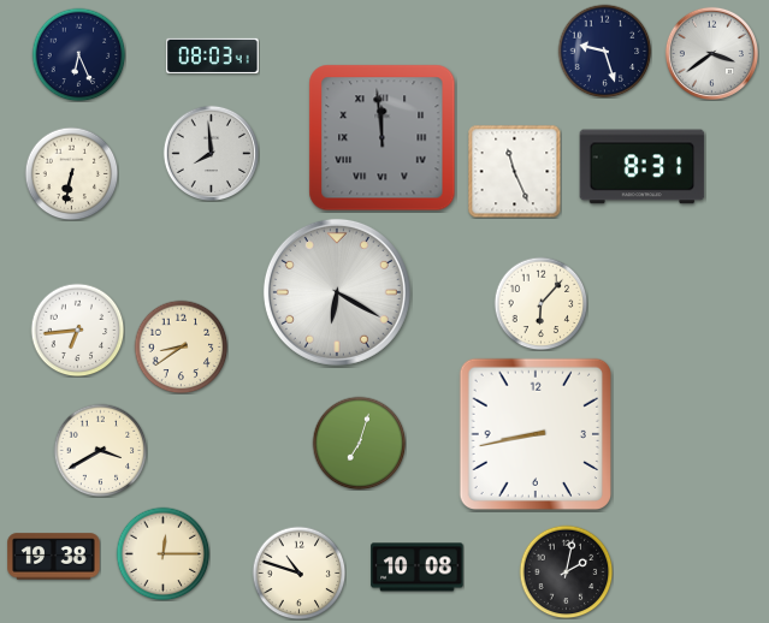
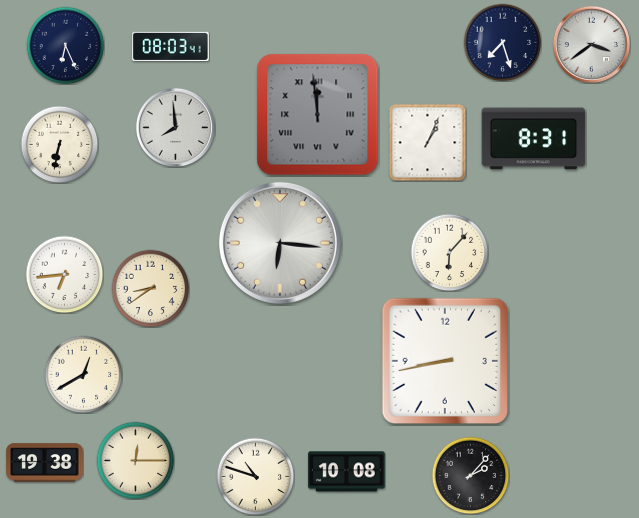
clock at (604, 51): 9:27 -> 7:27
clock at (213, 55) position: (213, 55) -> (171, 46)
clock at (514, 171): 11:26 -> 1:04
clock at (337, 292): 6:20 -> 6:16
clock at (359, 443): 7:03 -> none
clock at (100, 450): 3:40 -> 12:40
clock at (566, 571): 2:02 -> 2:07
clock at (298, 572) position: (298, 572) -> (255, 476)
